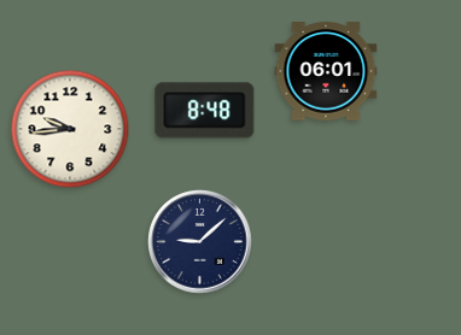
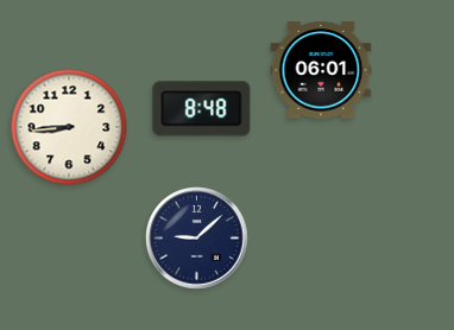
clock at (70, 129): 9:44 -> 8:44
